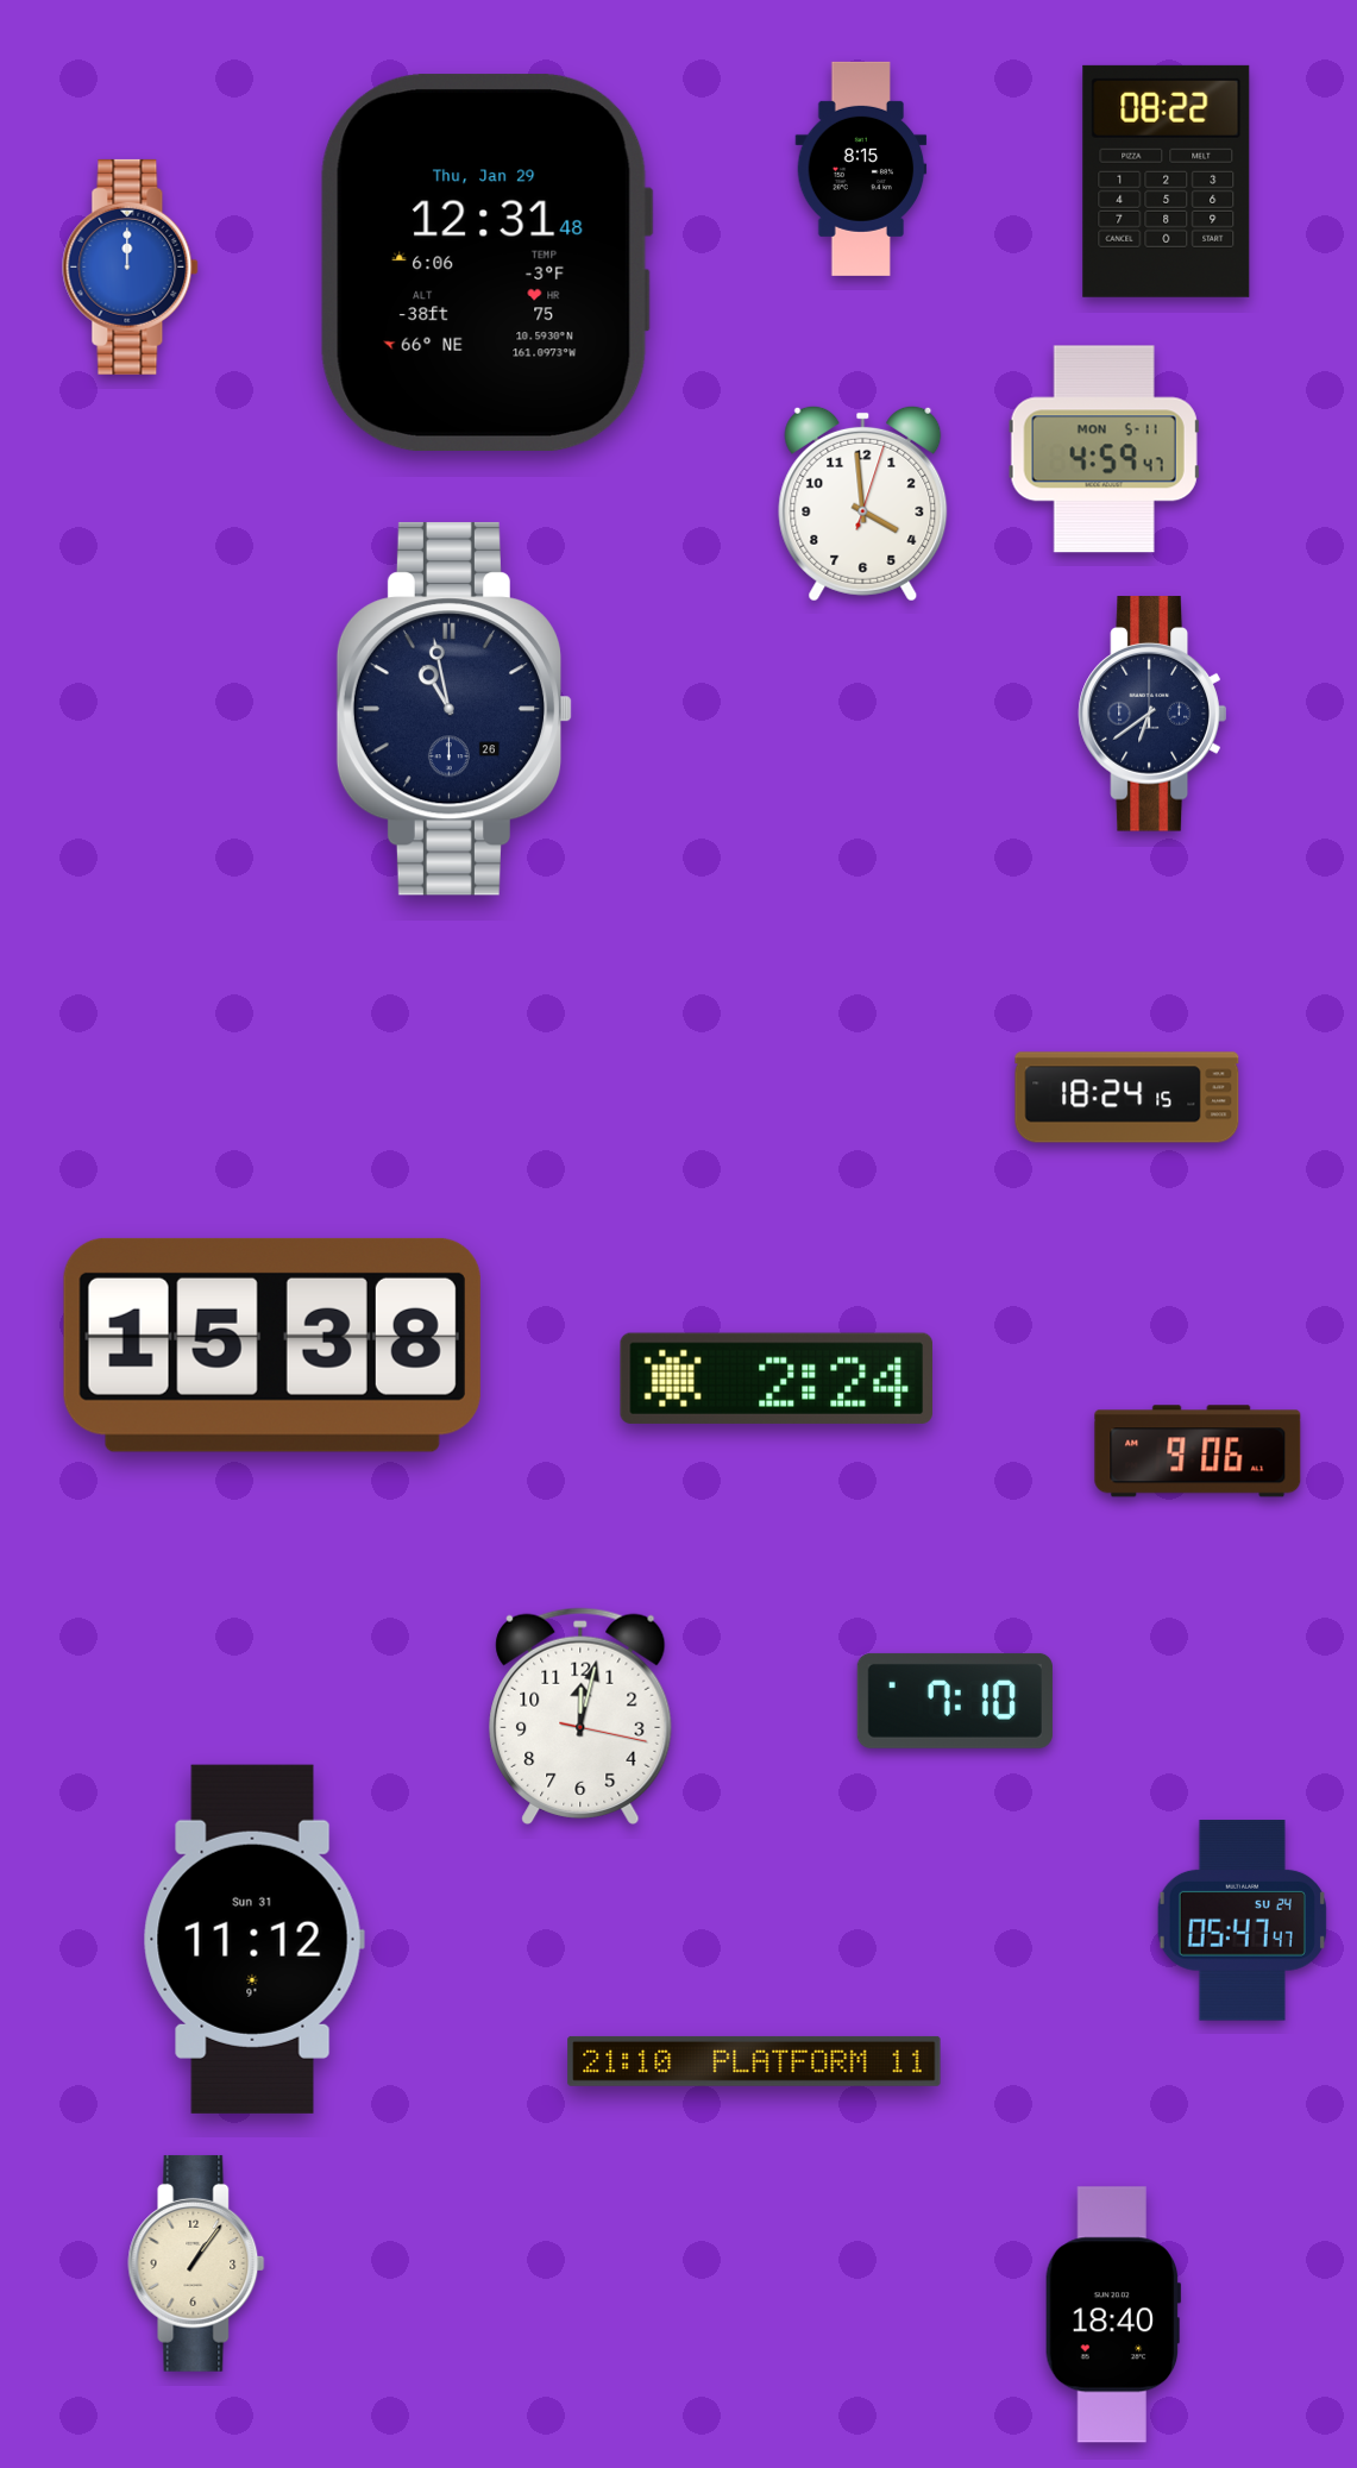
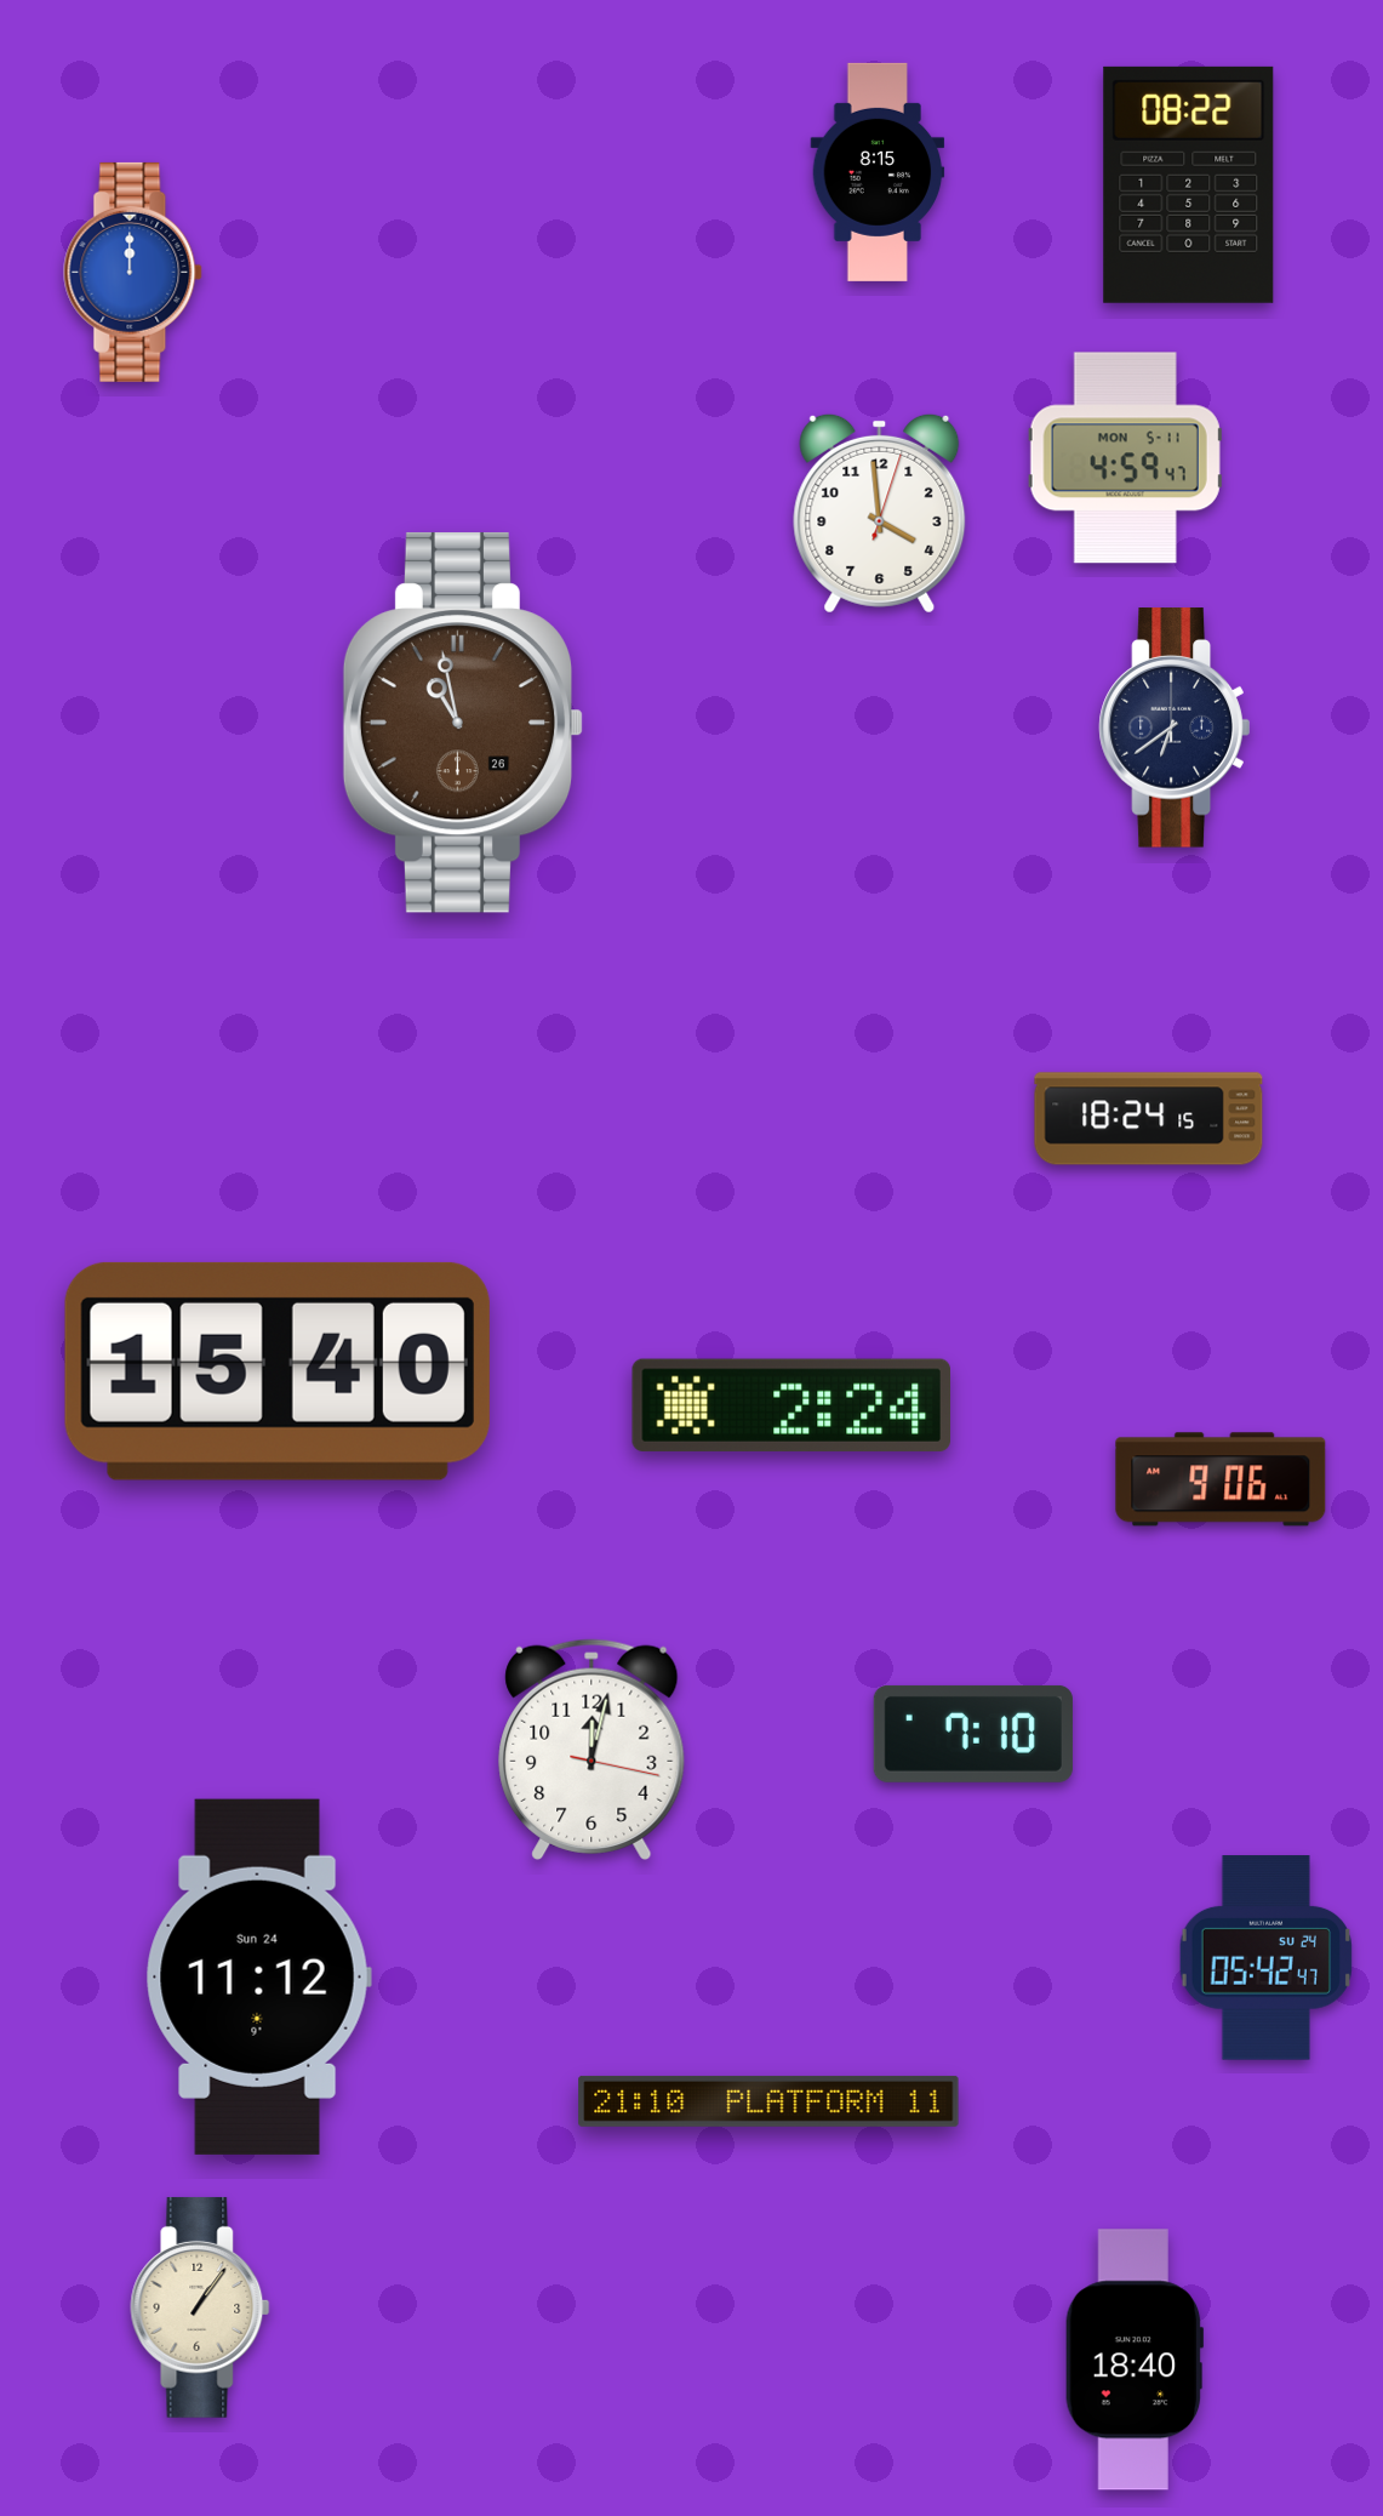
clock at (486, 262): 12:31 -> none
clock at (454, 709) dial: navy -> brown
clock at (272, 1345): 15:38 -> 15:40
clock at (1242, 1921): 05:47 -> 05:42
clock at (253, 1939) date: Sun 31 -> Sun 24
